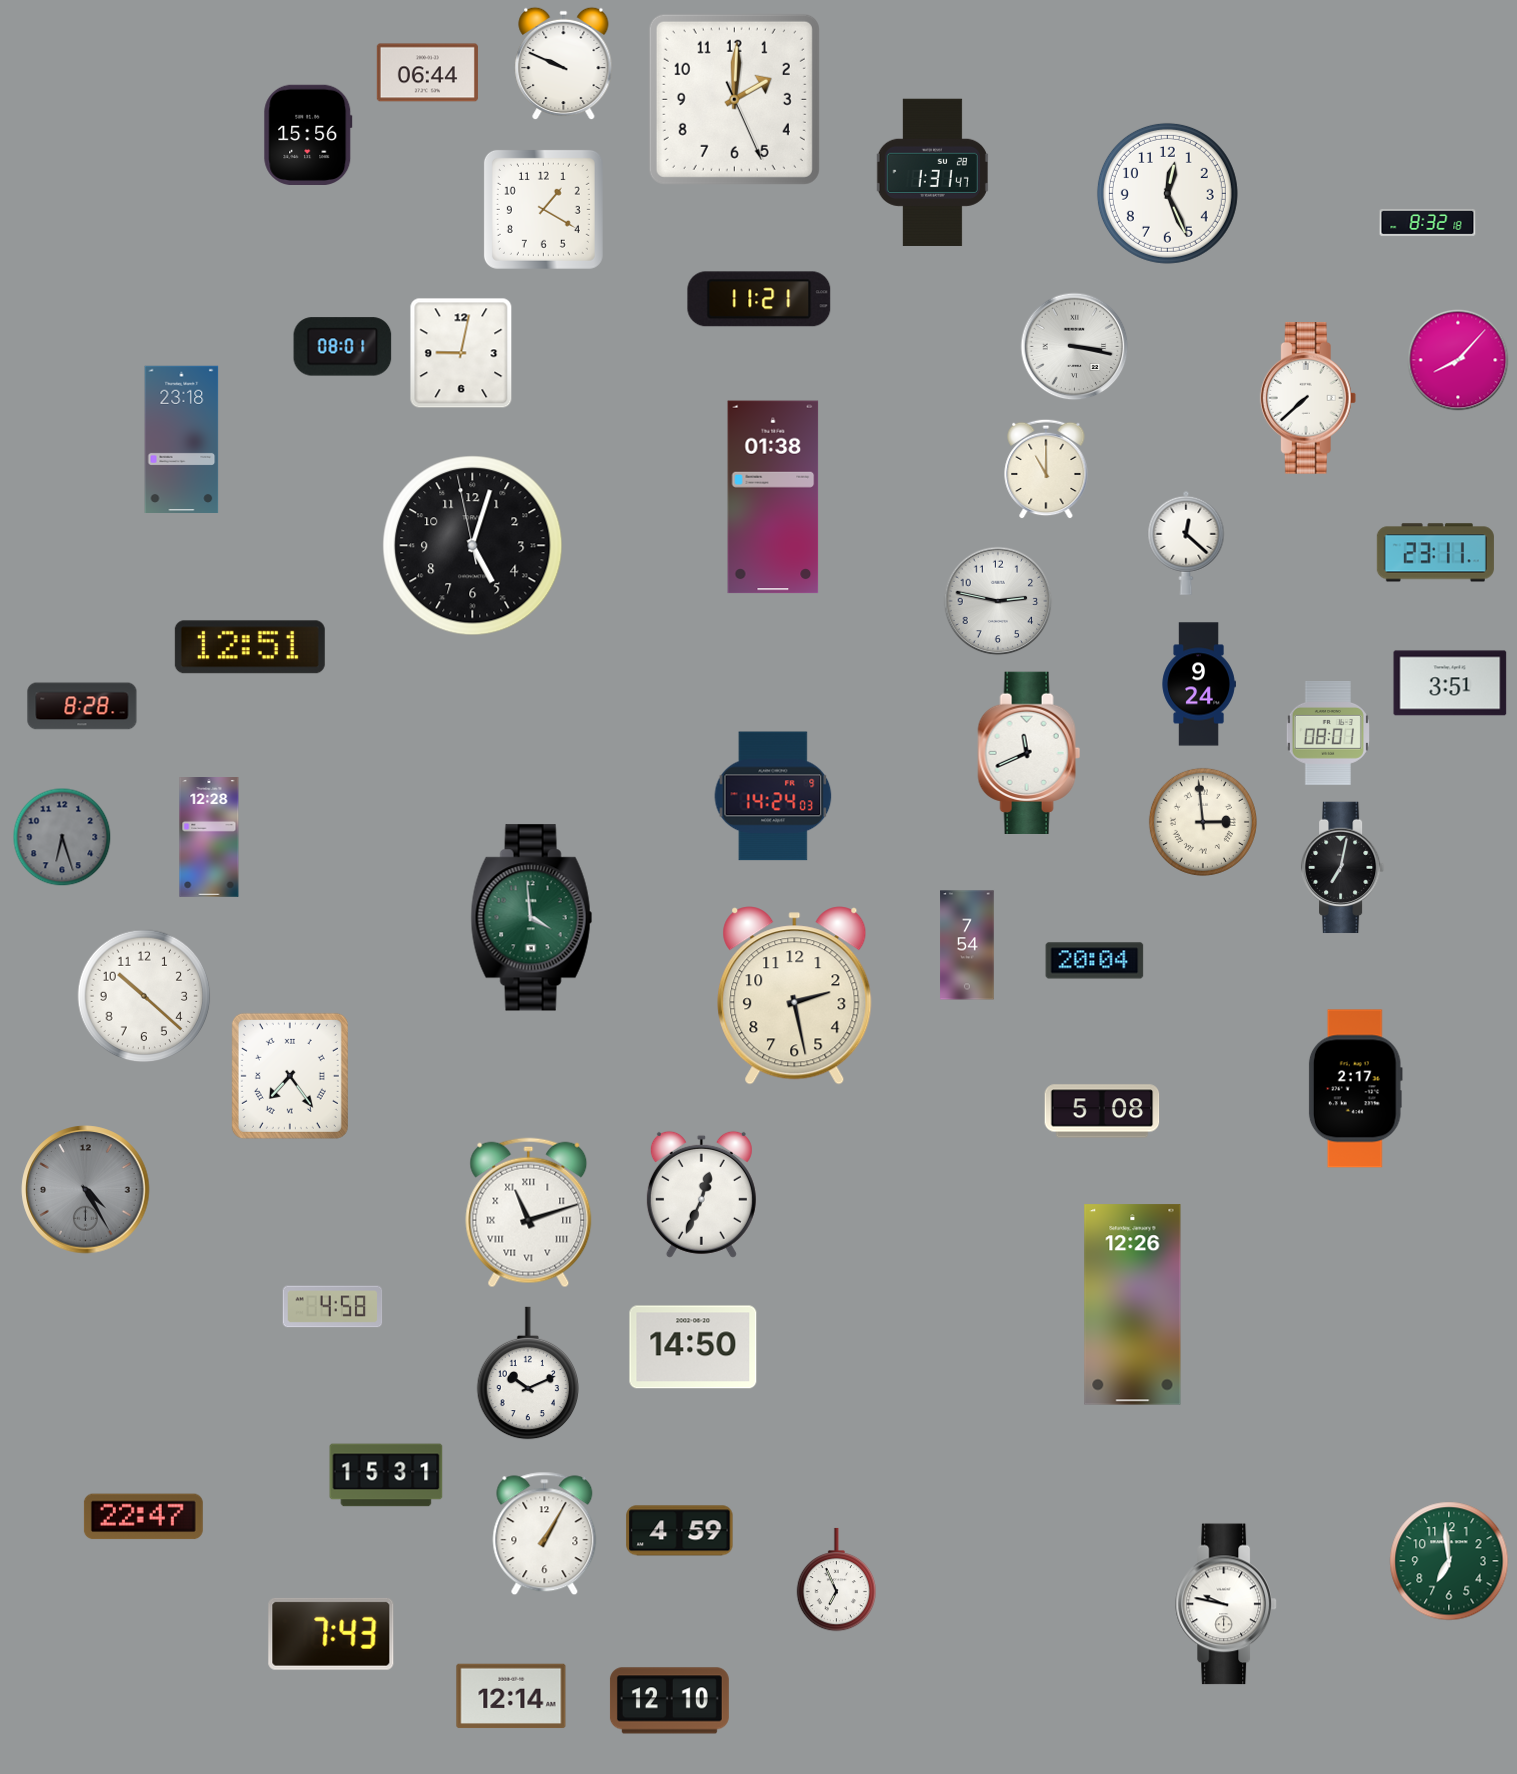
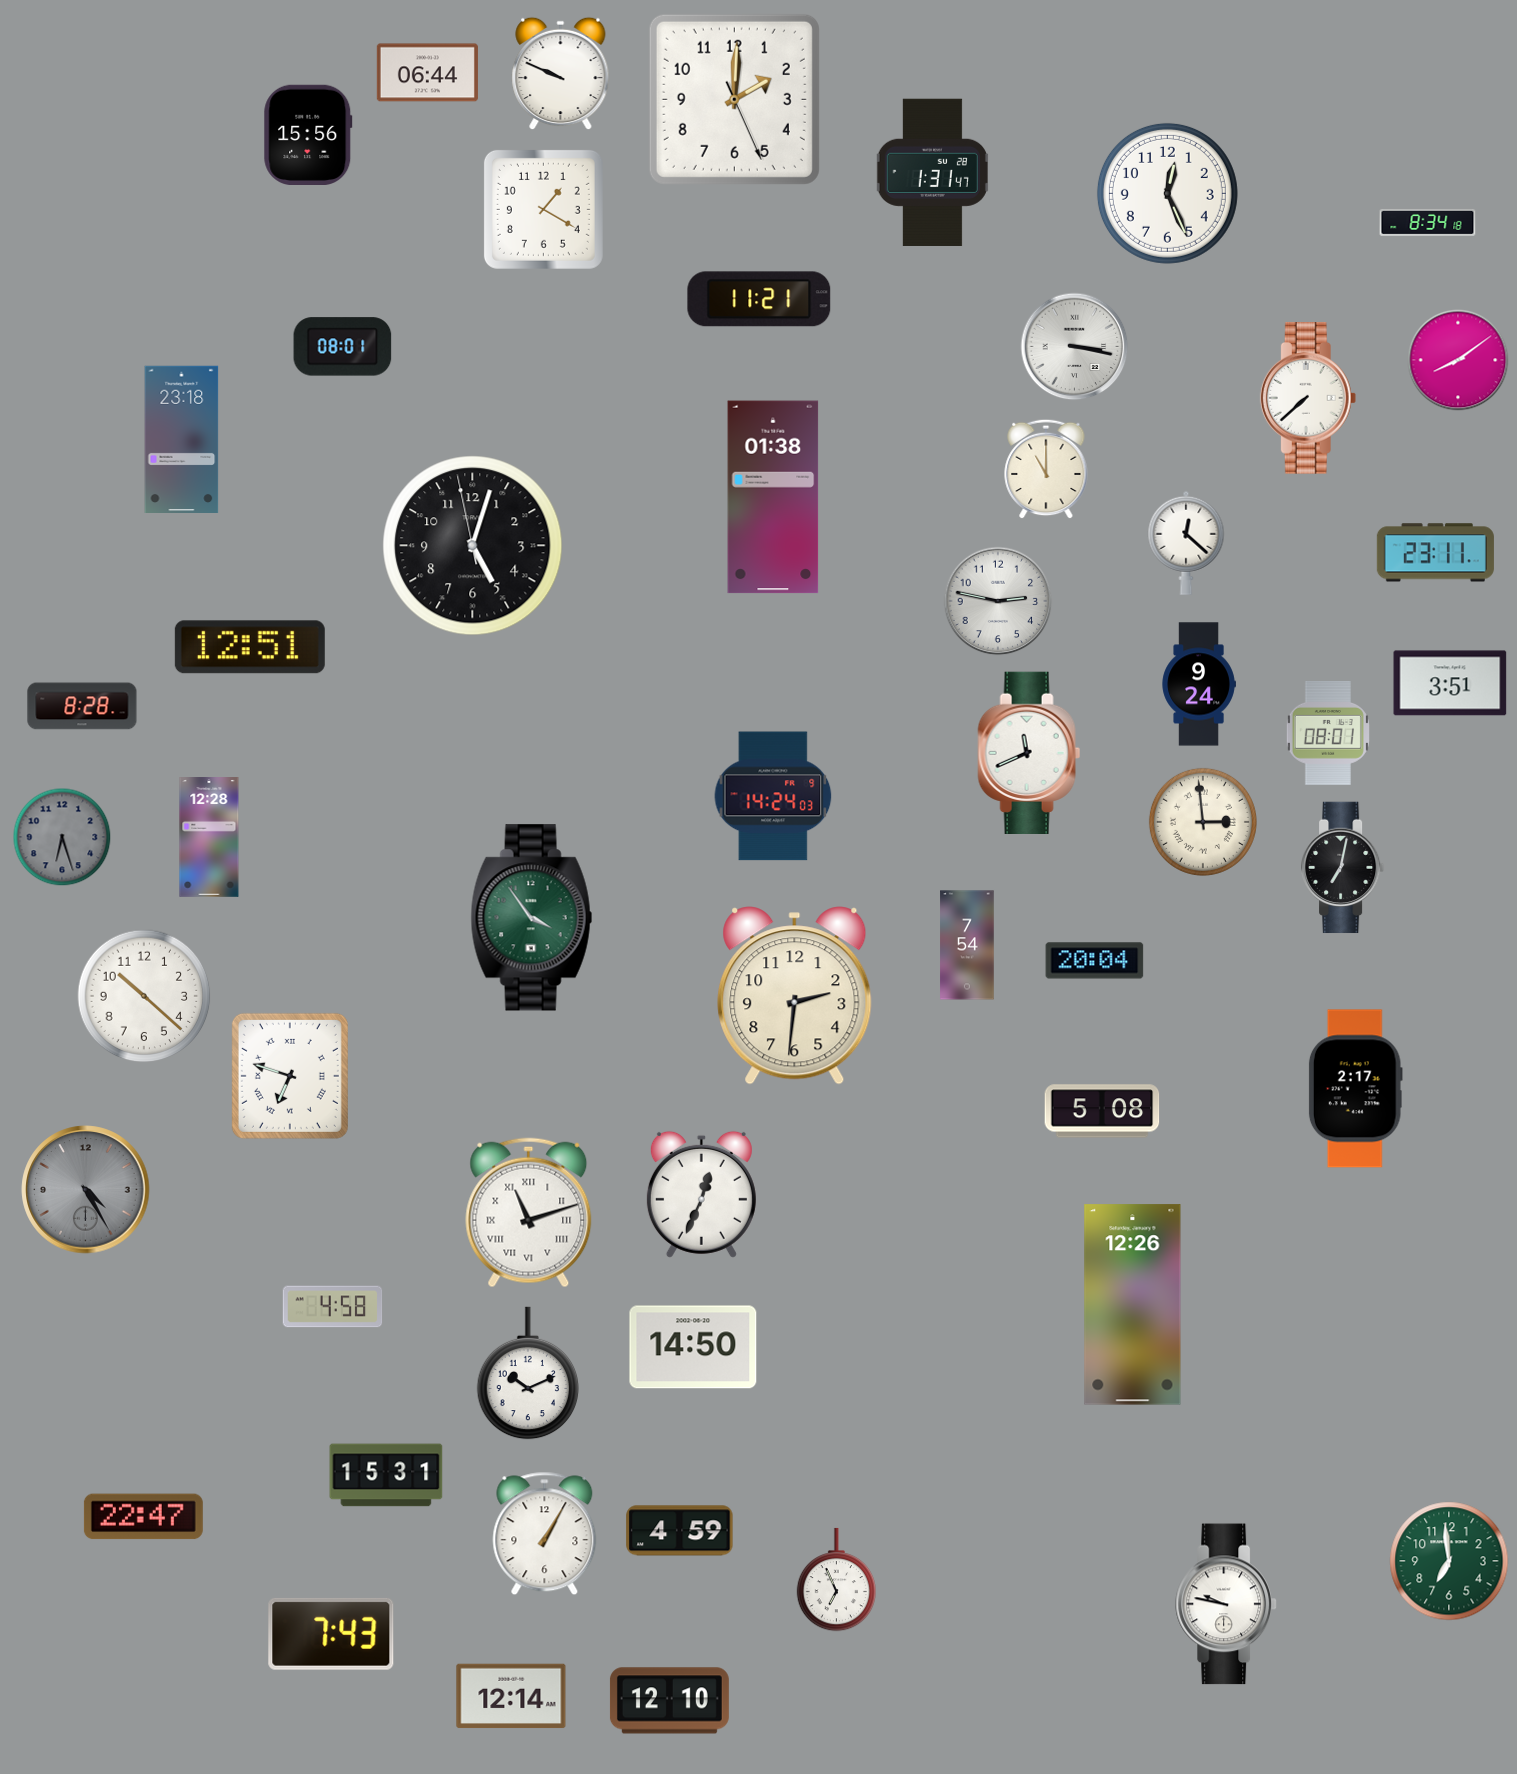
clock at (564, 64) position: (564, 64) -> (561, 74)
clock at (1428, 222): 8:32 -> 8:34
clock at (461, 353): 9:02 -> none
clock at (1458, 360): 8:07 -> 8:09
clock at (532, 918): 3:59 -> 3:54
clock at (795, 996): 2:28 -> 2:31
clock at (290, 1076): 7:24 -> 6:48
